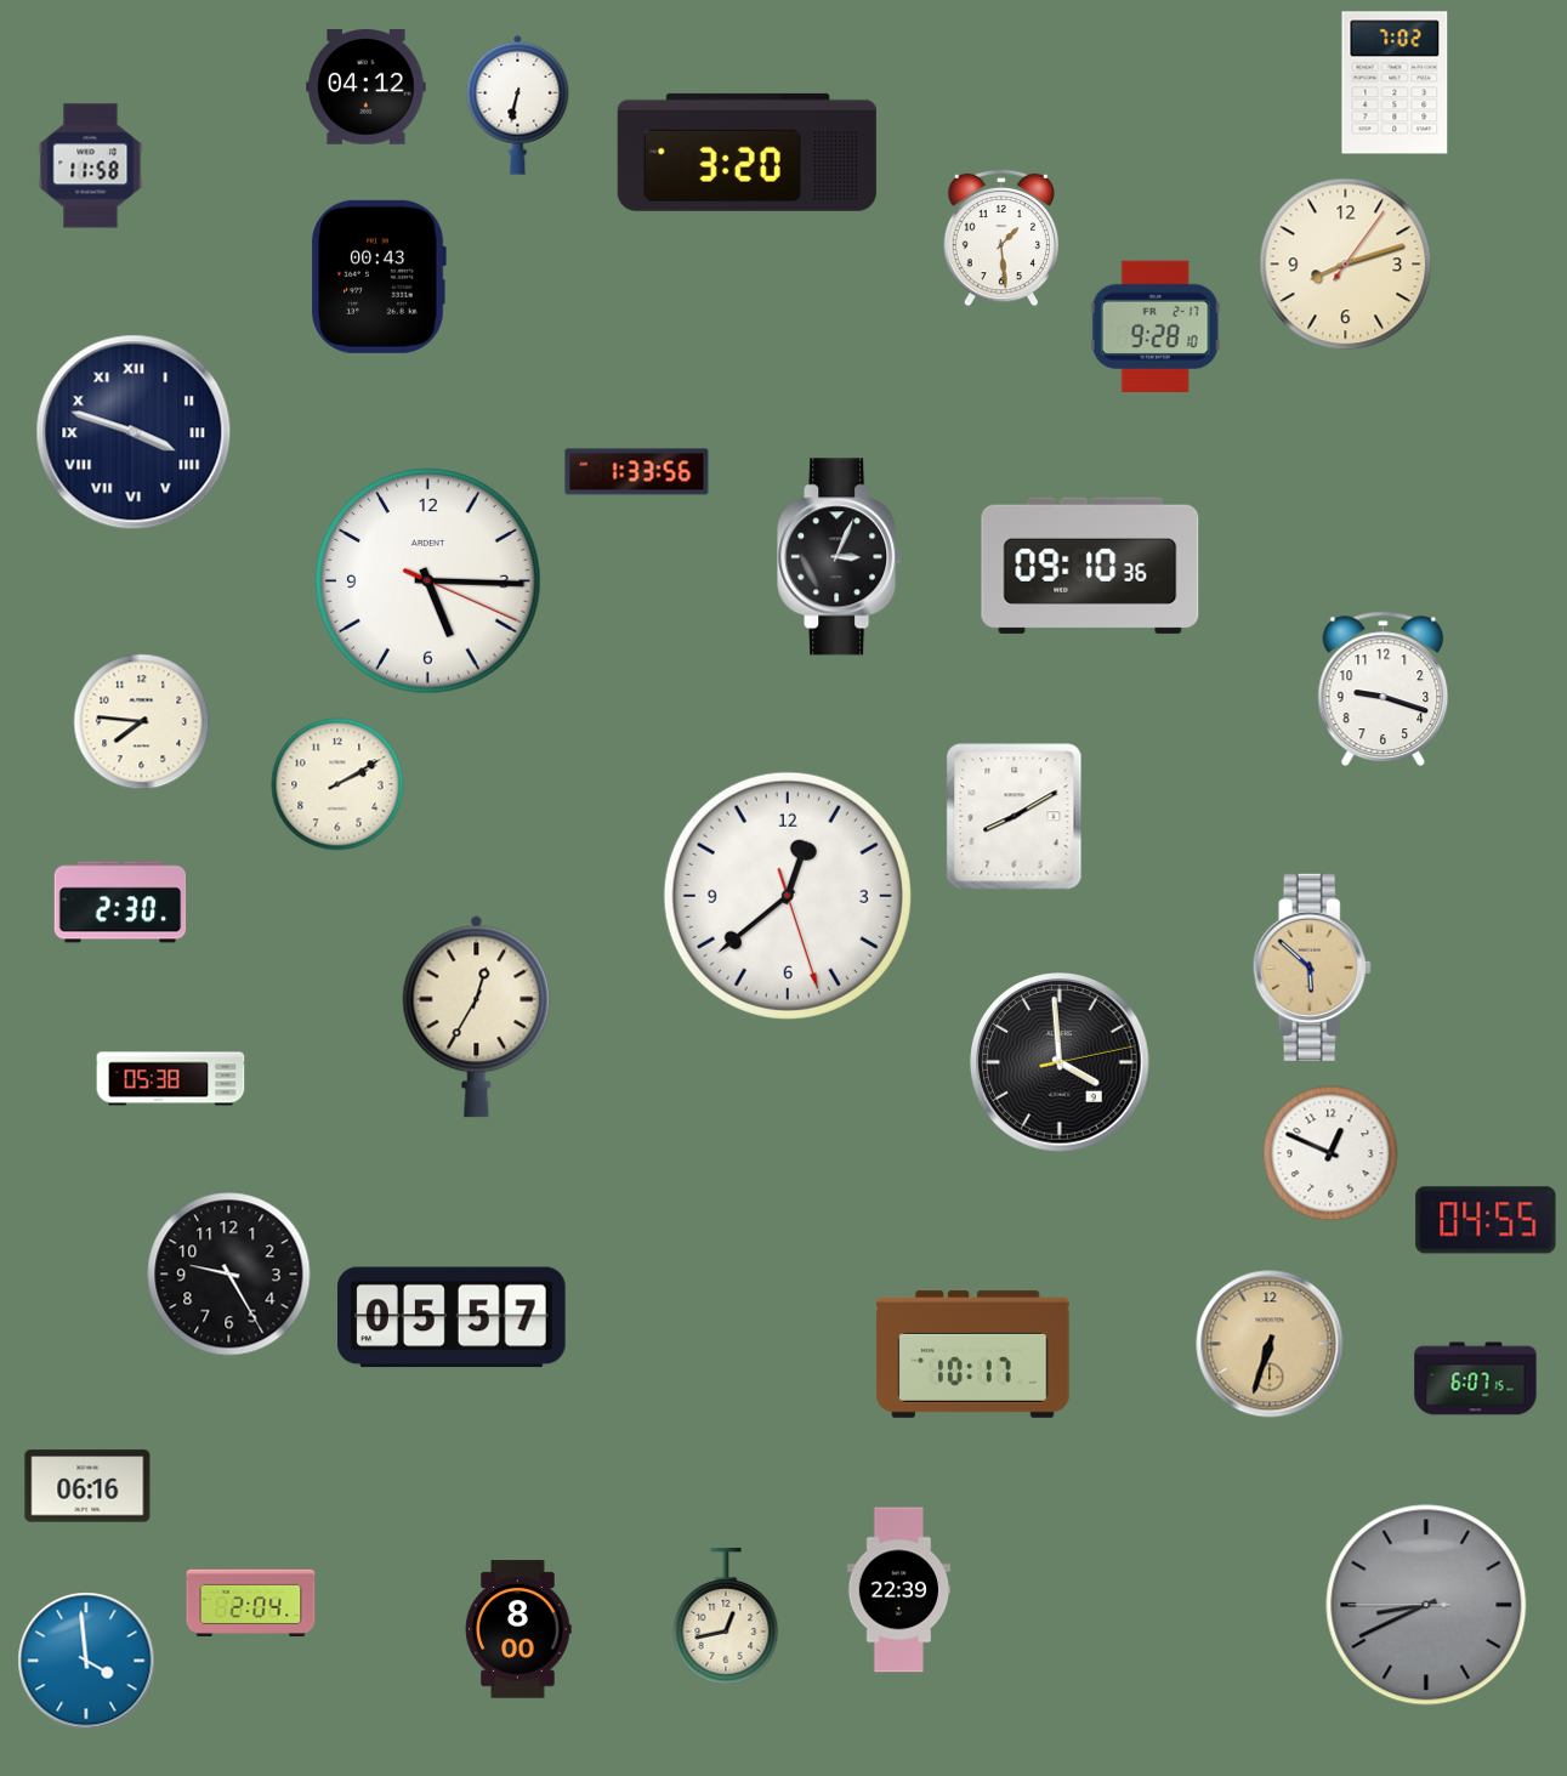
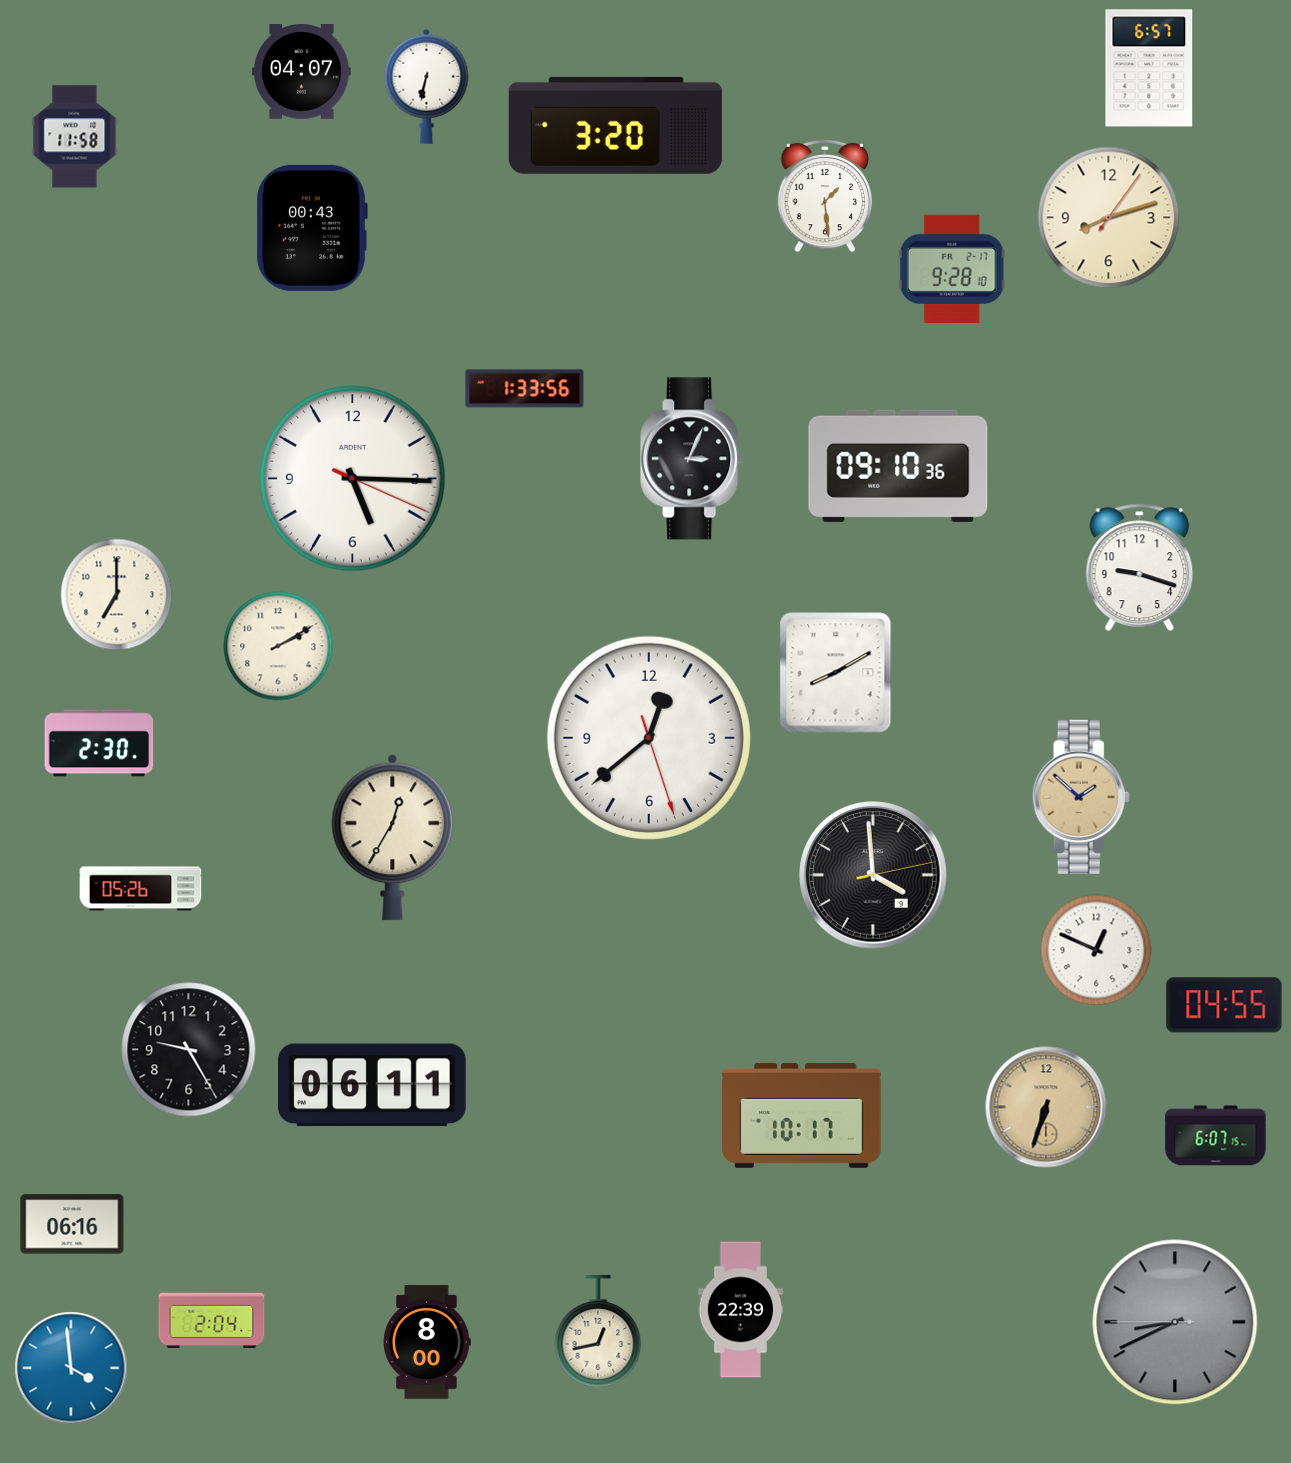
clock at (1395, 83): 7:02 -> 6:57
clock at (367, 87): 04:12 -> 04:07
clock at (134, 432): 3:48 -> none
clock at (142, 722): 7:46 -> 7:00
clock at (1312, 968): 5:52 -> 1:52
clock at (171, 1079): 05:38 -> 05:26
clock at (453, 1317): 05:57 -> 06:11
clock at (251, 1602) position: (251, 1602) -> (212, 1320)
